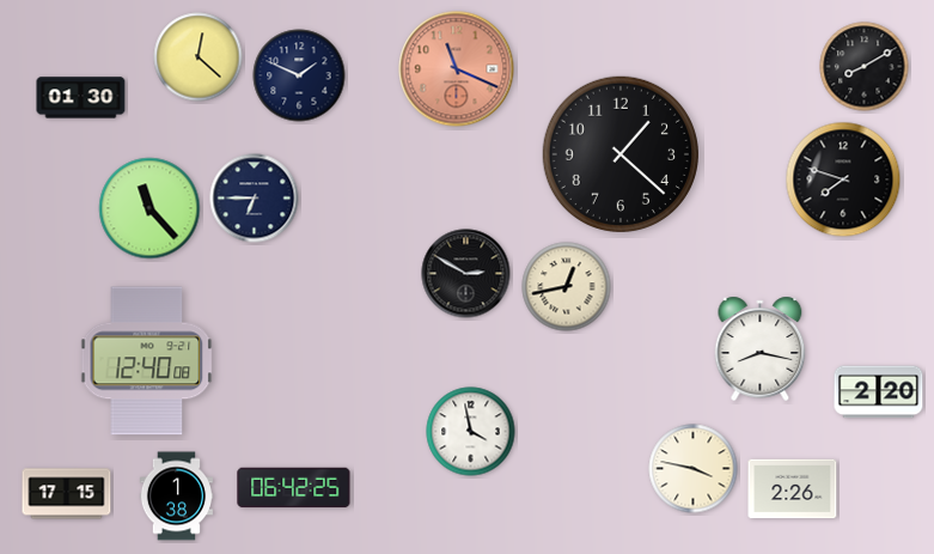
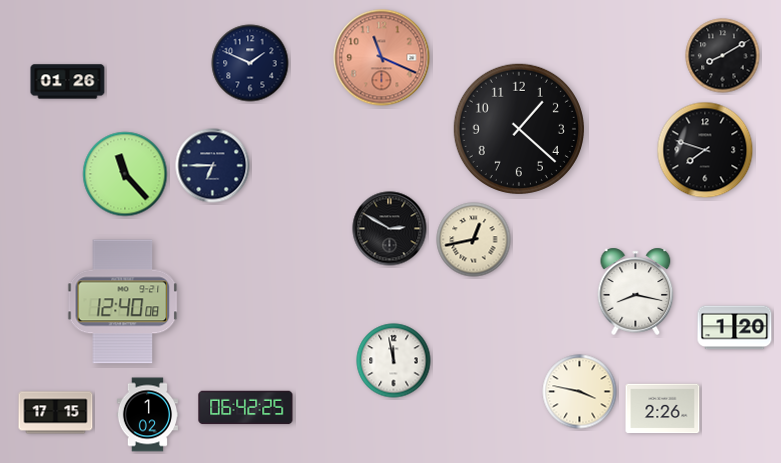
clock at (199, 57): 12:22 -> none
clock at (81, 98): 01:30 -> 01:26
clock at (879, 392): 2:20 -> 1:20
clock at (471, 432): 3:58 -> 11:58
clock at (176, 497): 1:38 -> 1:02
